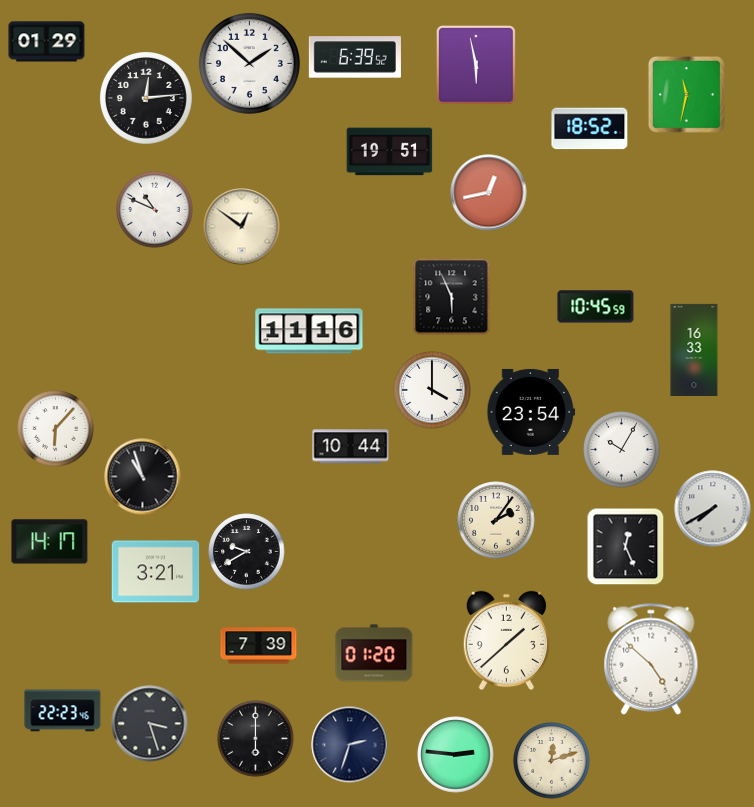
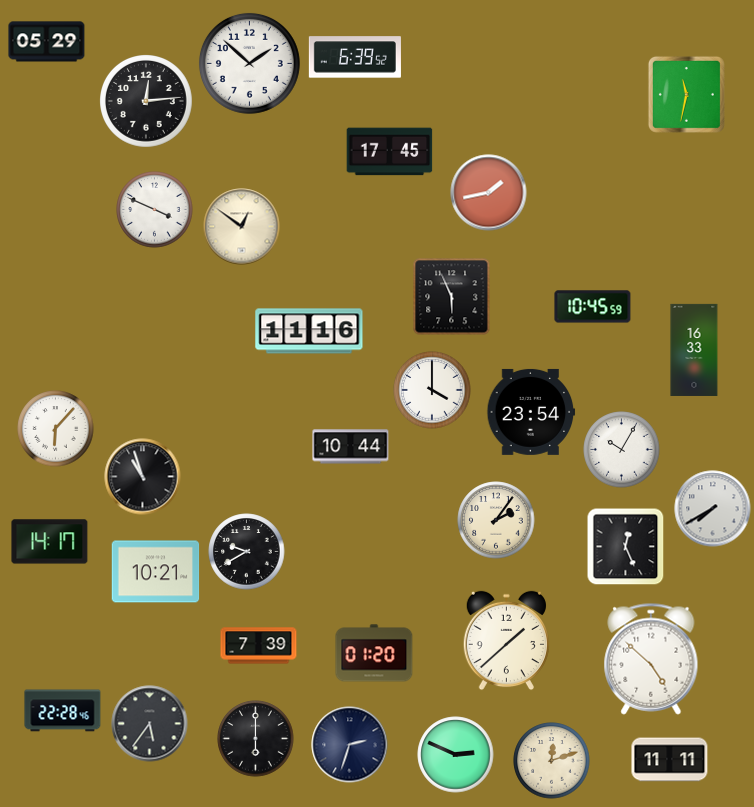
clock at (47, 42): 01:29 -> 05:29
clock at (476, 65): 5:58 -> none
clock at (147, 99) position: (147, 99) -> (147, 102)
clock at (590, 129): 18:52 -> none
clock at (390, 152): 19:51 -> 17:45
clock at (489, 193): 12:43 -> 1:43
clock at (155, 210): 10:49 -> 3:49
clock at (596, 307) position: (596, 307) -> (593, 307)
clock at (156, 572): 3:21 -> 10:21
clock at (63, 711): 22:23 -> 22:28
clock at (150, 724): 3:27 -> 5:36
clock at (456, 755): 2:46 -> 2:49
clock at (670, 760): none -> 11:11
